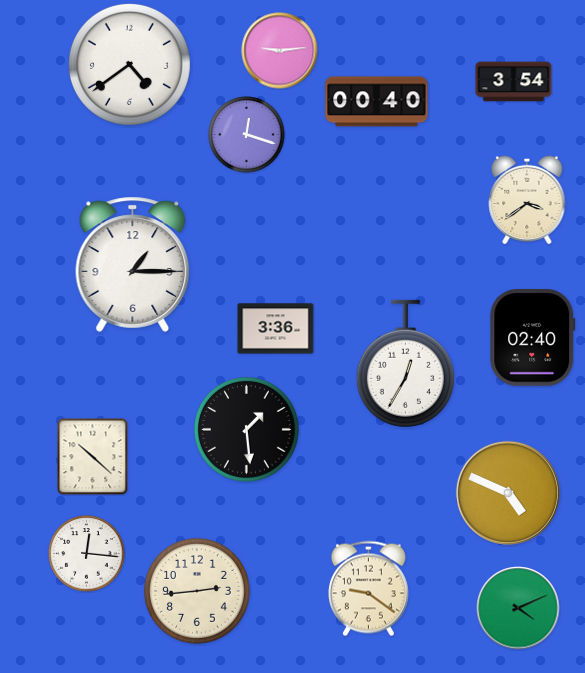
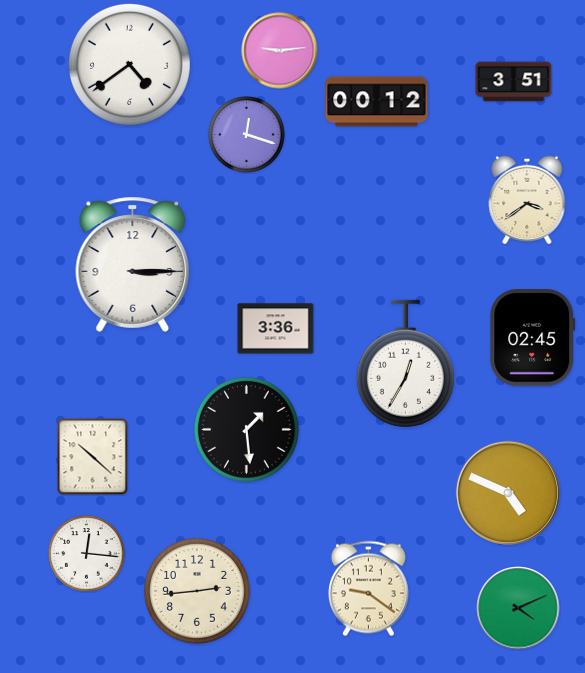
clock at (514, 82): 3:54 -> 3:51
clock at (377, 102): 00:40 -> 00:12
clock at (133, 264): 1:15 -> 3:15
clock at (533, 338): 02:40 -> 02:45
